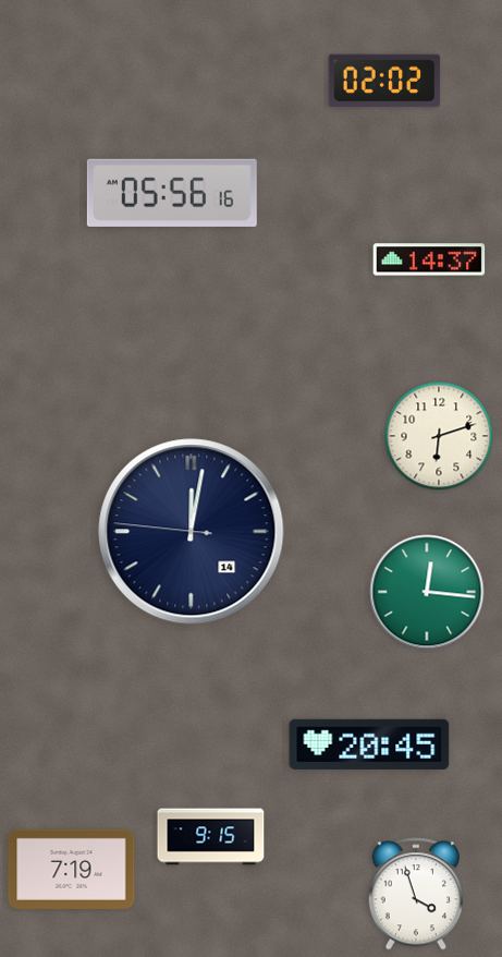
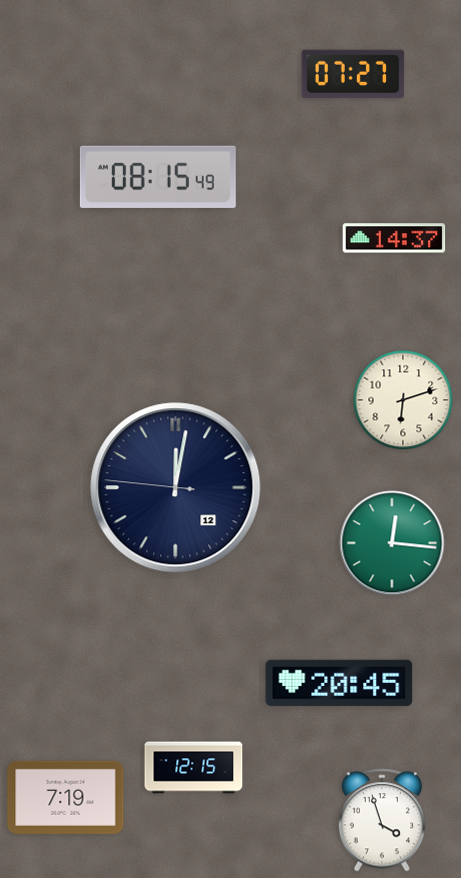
clock at (384, 81): 02:02 -> 07:27
clock at (172, 193): 05:56 -> 08:15
clock at (192, 532) date: 14 -> 12
clock at (211, 837): 9:15 -> 12:15
